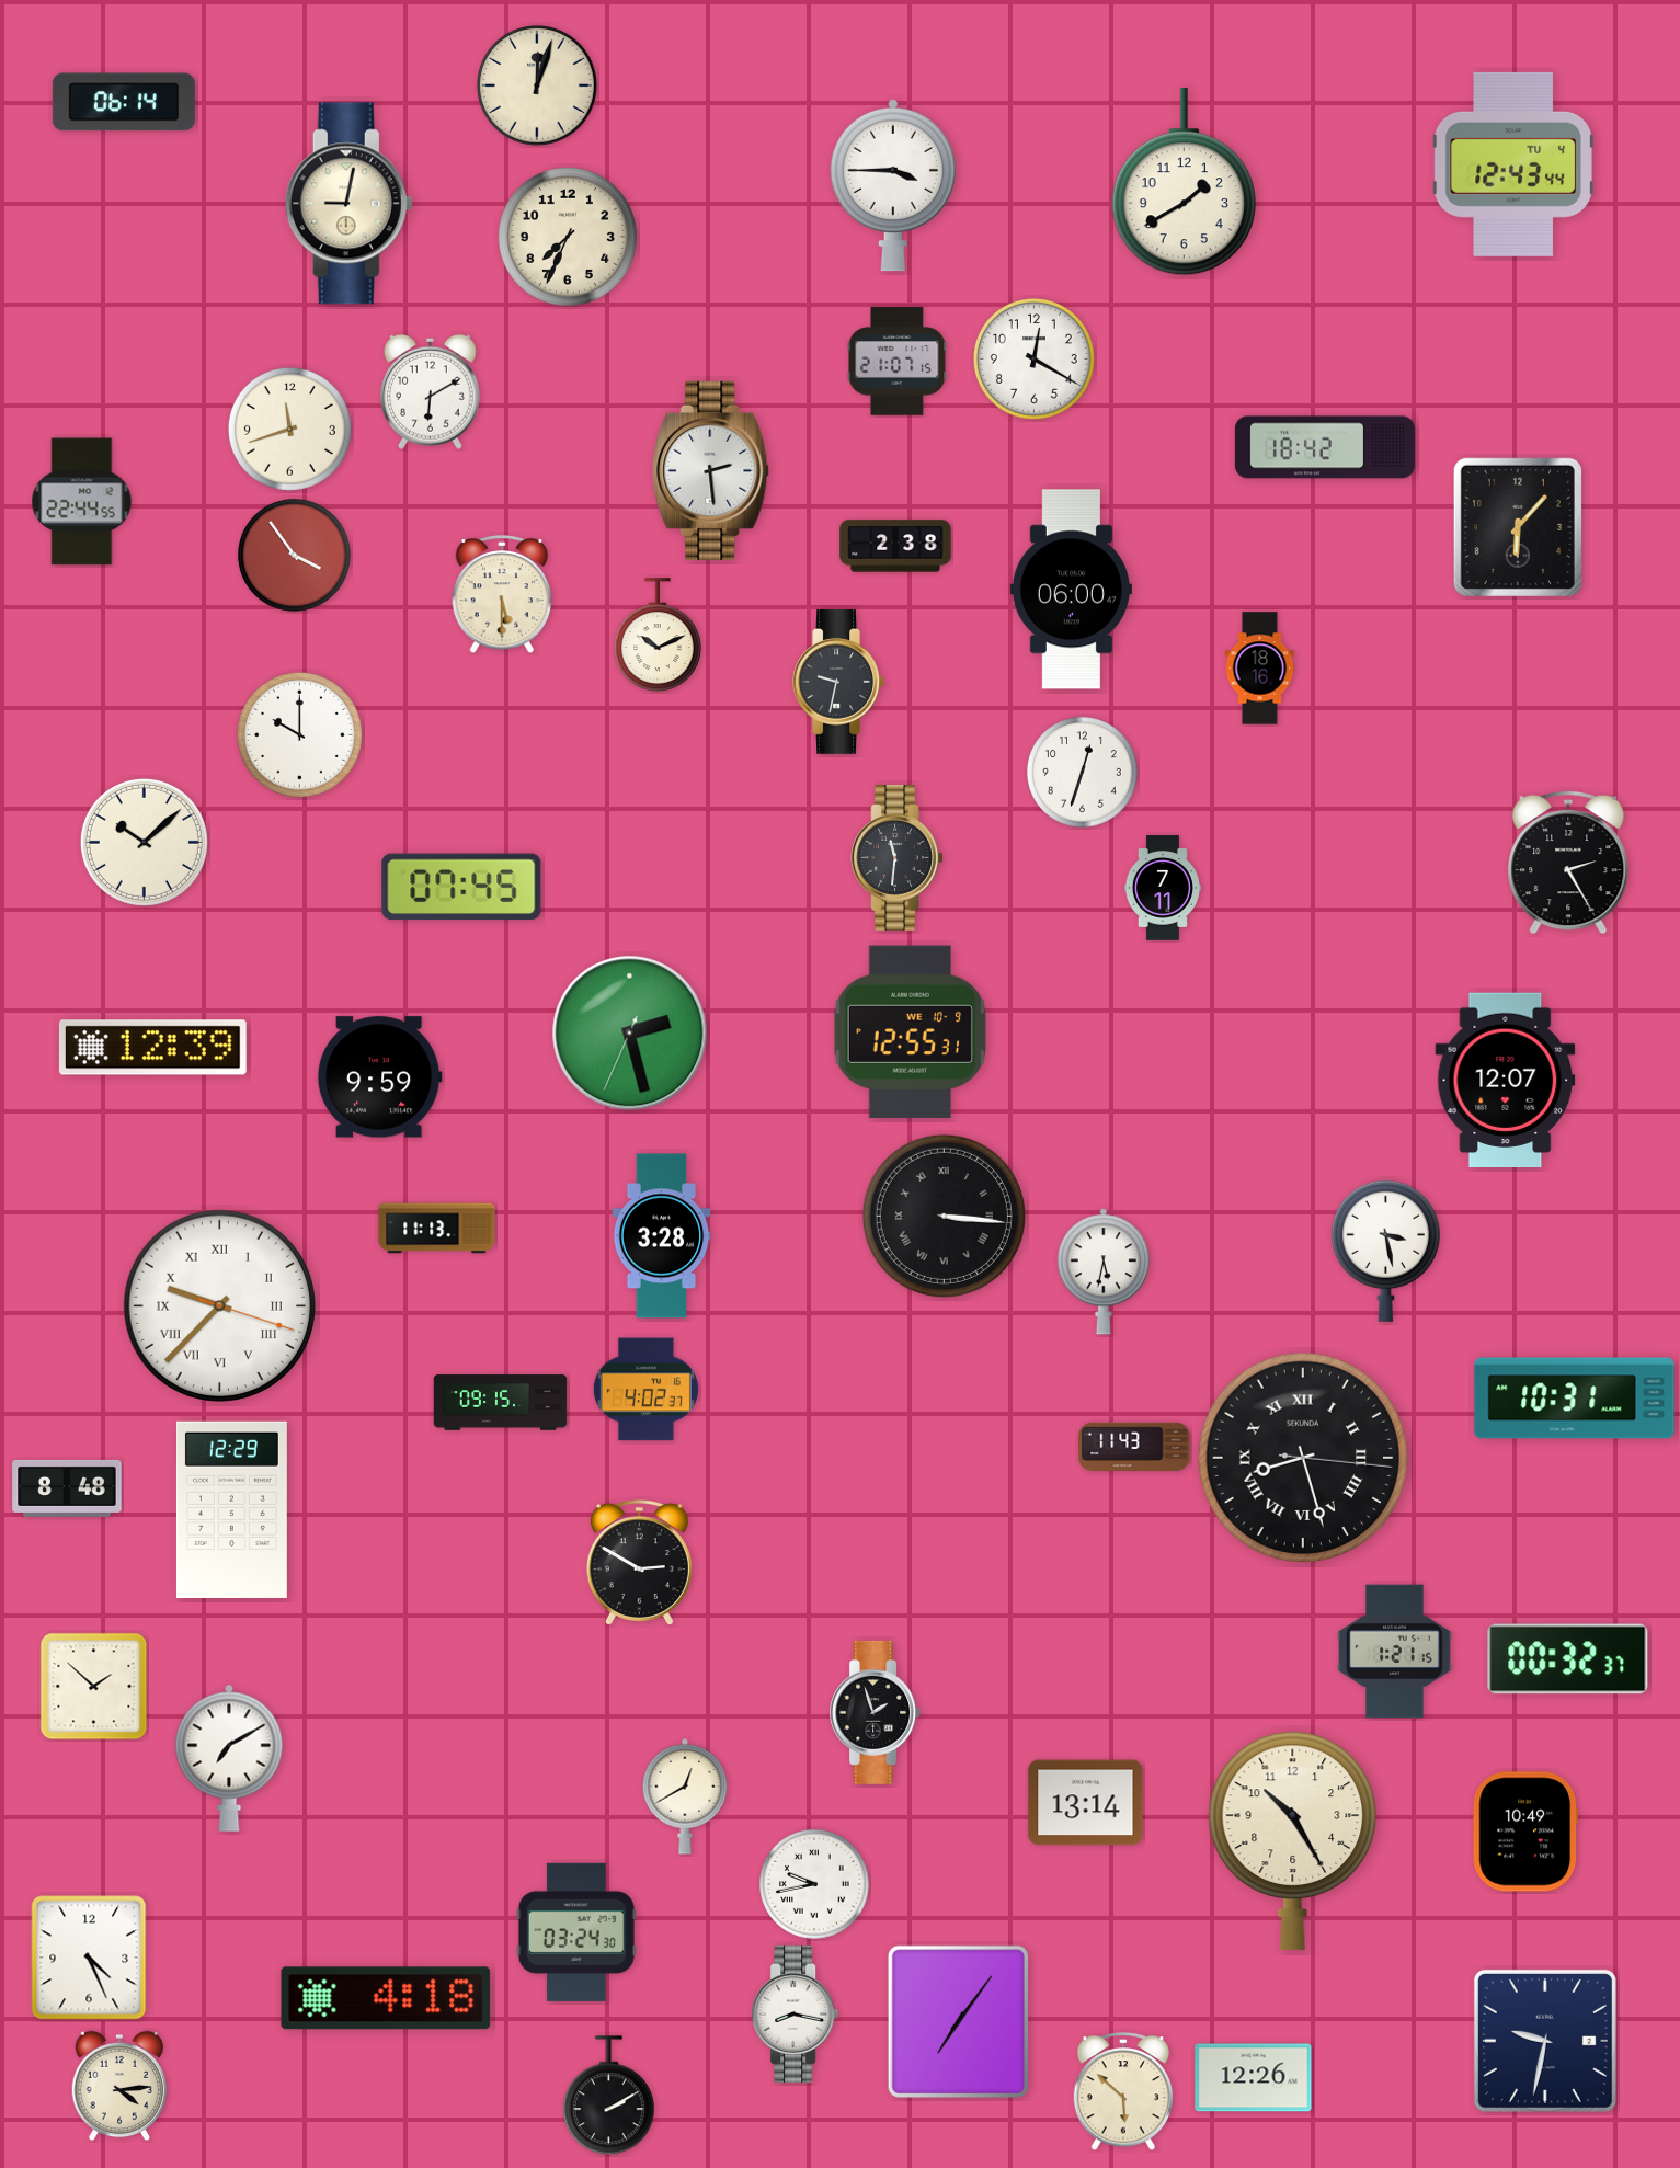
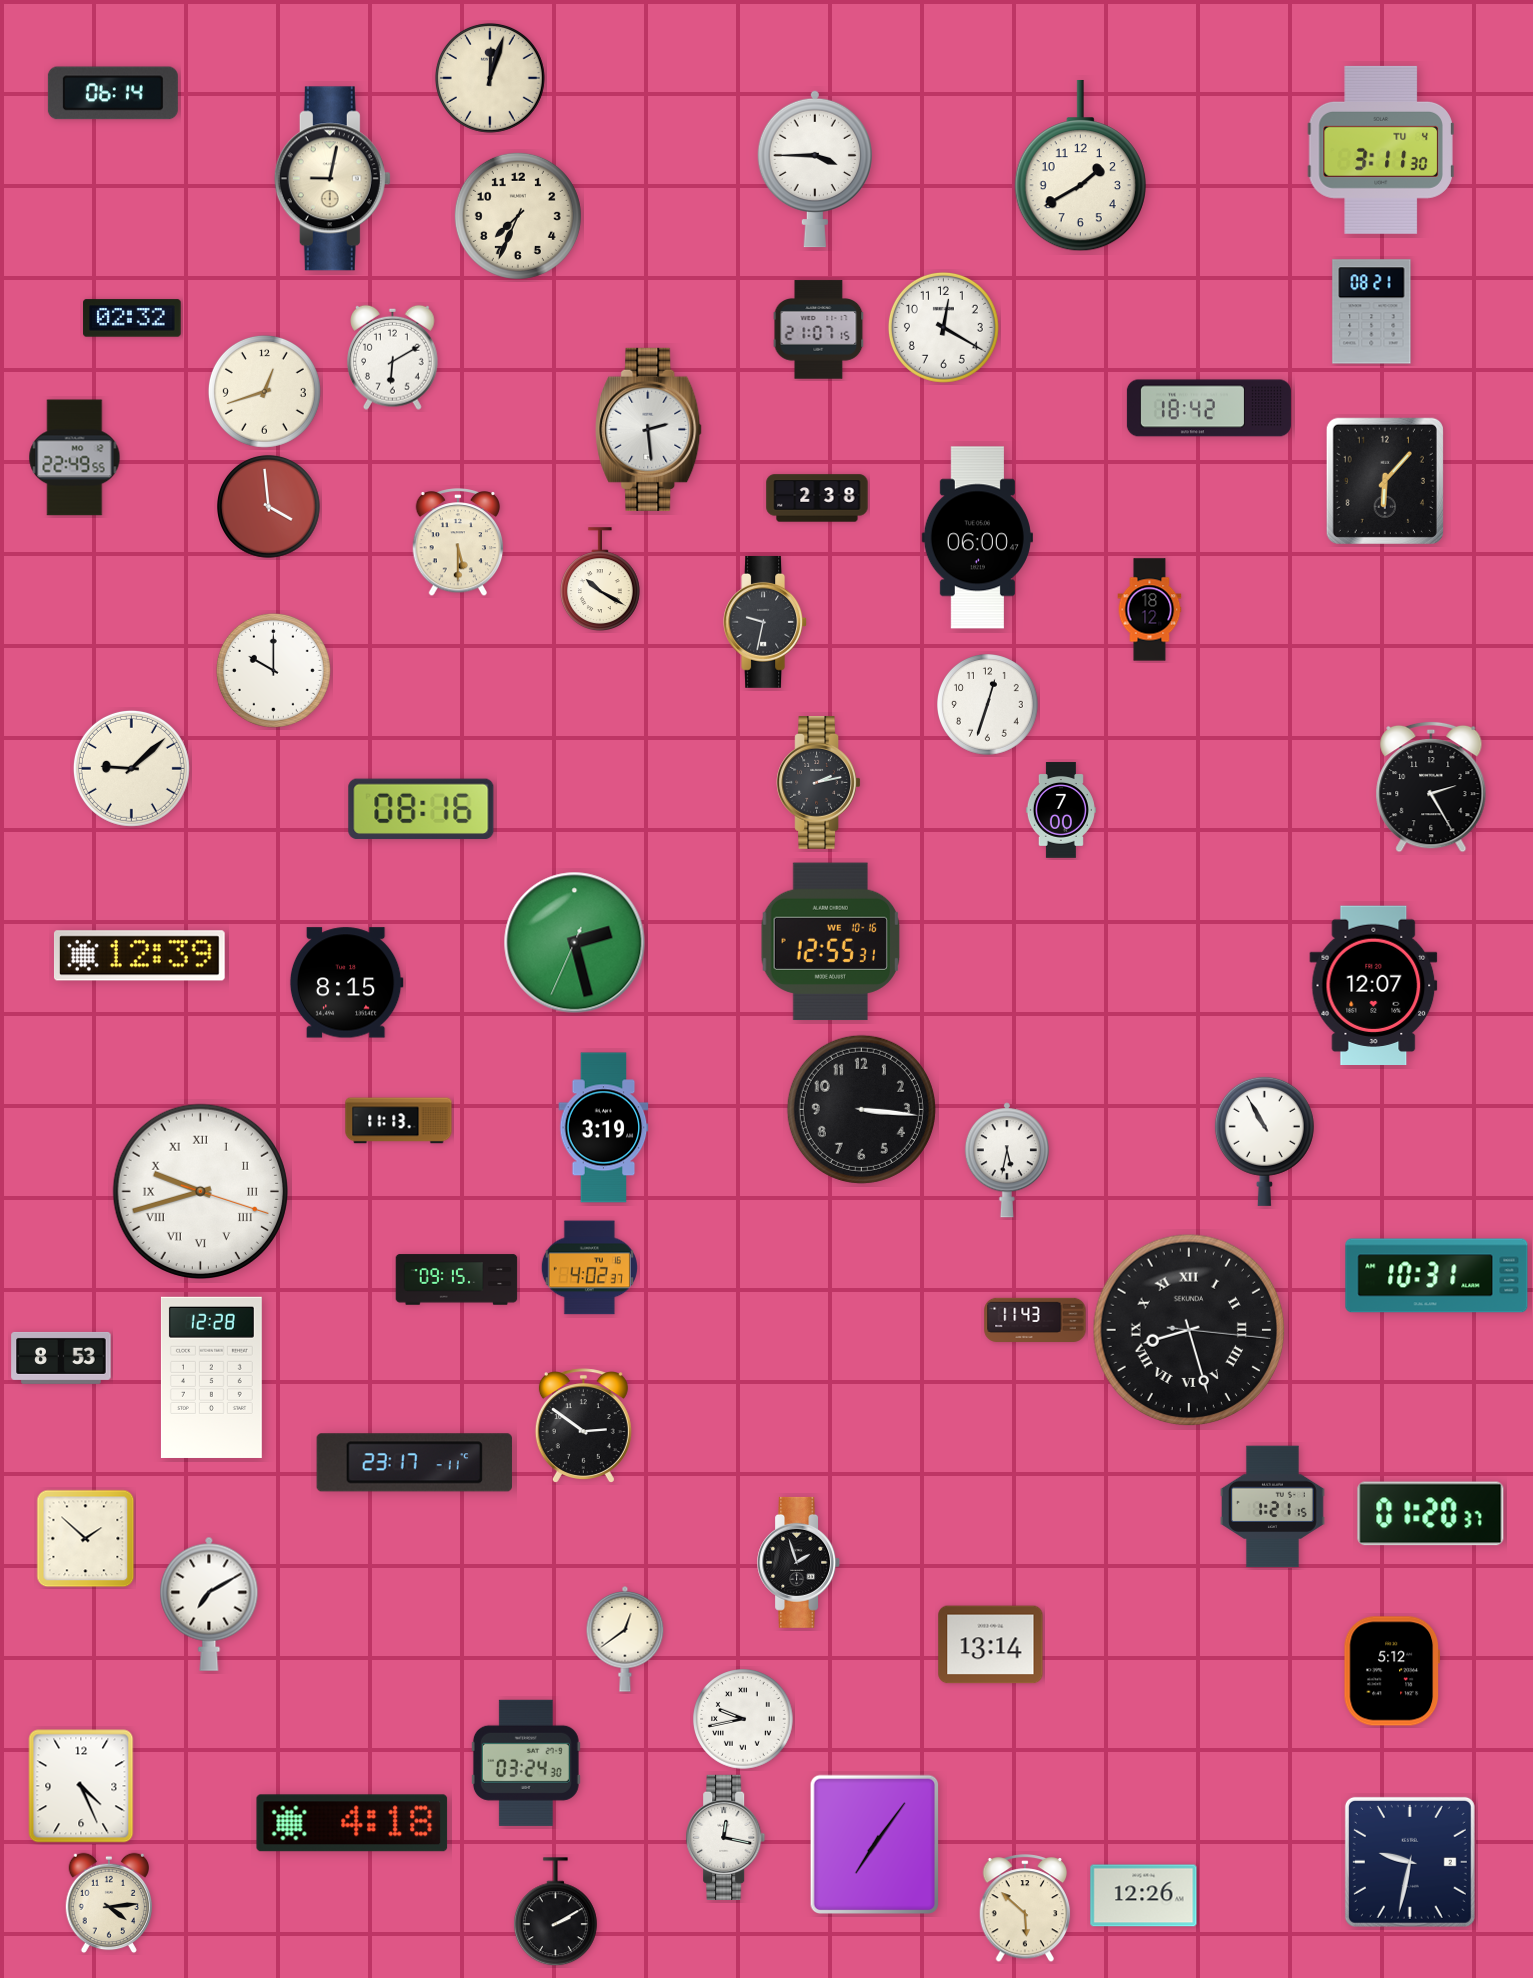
clock at (1513, 164): 12:43 -> 3:11
clock at (348, 204) position: (348, 204) -> (332, 179)
clock at (1372, 312): none -> 08:21
clock at (132, 318): none -> 02:32
clock at (289, 429): 11:42 -> 12:42
clock at (82, 502): 22:44 -> 22:49
clock at (295, 556): 3:54 -> 3:59
clock at (658, 636): 10:11 -> 10:20
clock at (1260, 669): 18:16 -> 18:12
clock at (144, 842): 10:08 -> 9:08
clock at (898, 858): 11:31 -> 2:13
clock at (461, 887): 07:45 -> 08:16
clock at (1163, 888): 7:11 -> 7:00
clock at (911, 1032) date: WE 10-9 -> WE 10-16
clock at (379, 1077): 9:59 -> 8:15
clock at (944, 1216) numerals: Roman -> Arabic
clock at (662, 1236): 3:28 -> 3:19
clock at (1385, 1251): 3:28 -> 10:55
clock at (219, 1305): 9:37 -> 9:42
clock at (67, 1488): 8:48 -> 8:53
clock at (231, 1509): 12:29 -> 12:28
clock at (639, 1562): 2:50 -> 2:51
clock at (414, 1463): none -> 23:17
clock at (1568, 1659): 00:32 -> 01:20
clock at (685, 1798): 12:40 -> 12:39
clock at (1524, 1832): 10:49 -> 5:12
clock at (1293, 1840): 10:25 -> none
clock at (796, 2013): 8:17 -> 12:17
